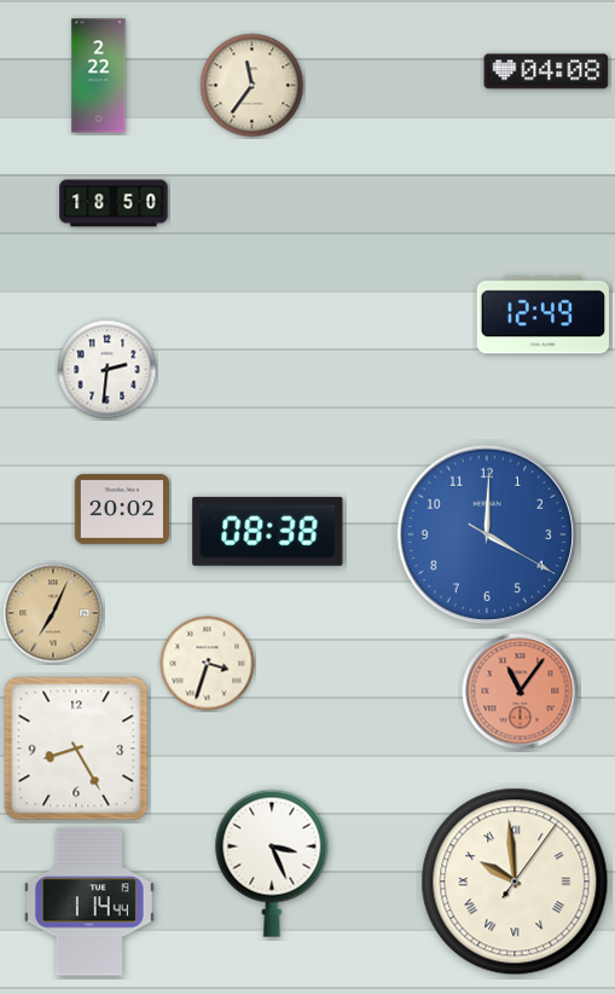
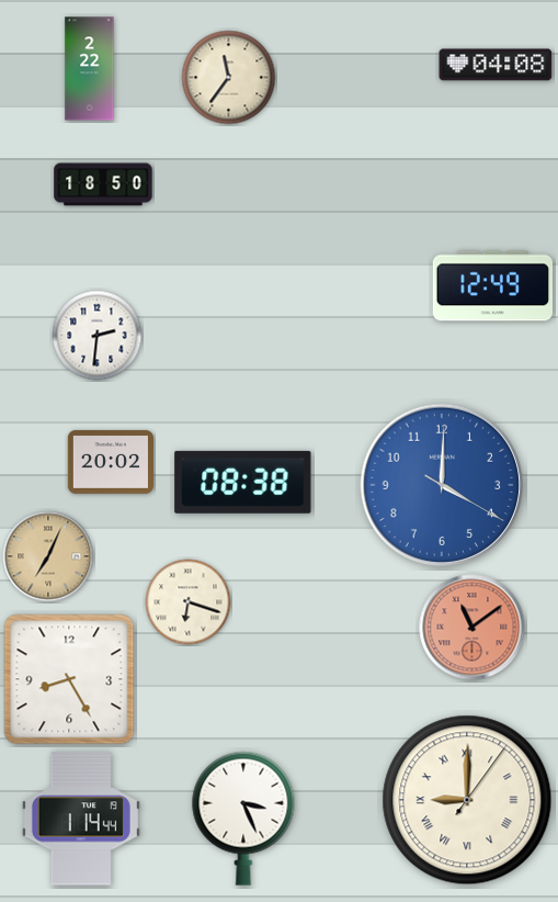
clock at (208, 664): 3:33 -> 6:18
clock at (521, 692): 11:06 -> 11:09
clock at (272, 863) position: (272, 863) -> (243, 819)
clock at (515, 882): 9:59 -> 9:00
